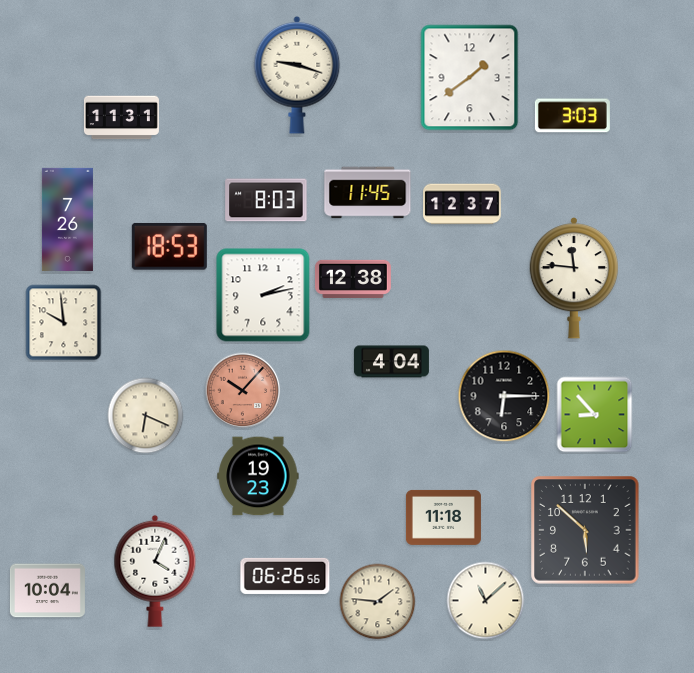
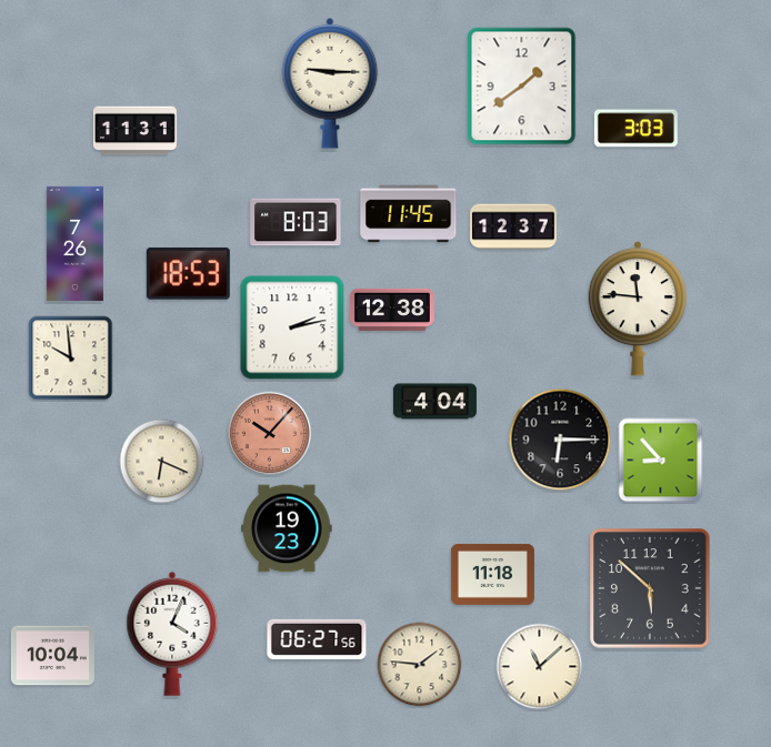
clock at (297, 75): 9:18 -> 9:15
clock at (285, 576): 06:26 -> 06:27
clock at (378, 602) position: (378, 602) -> (420, 665)
